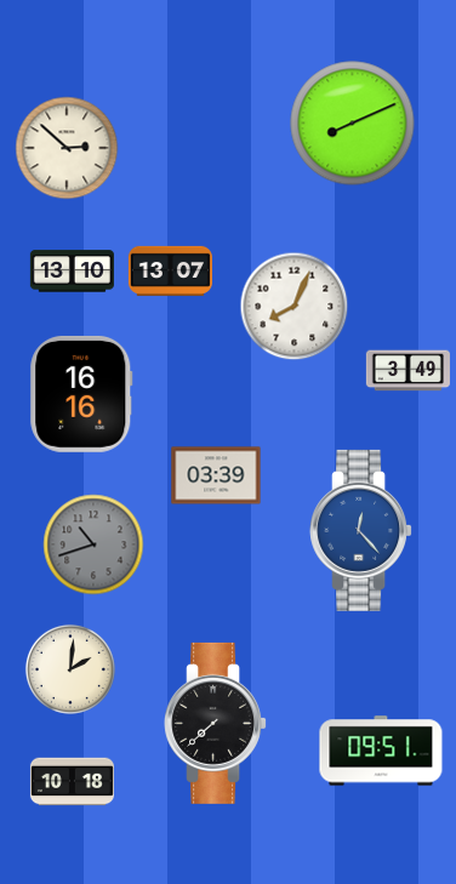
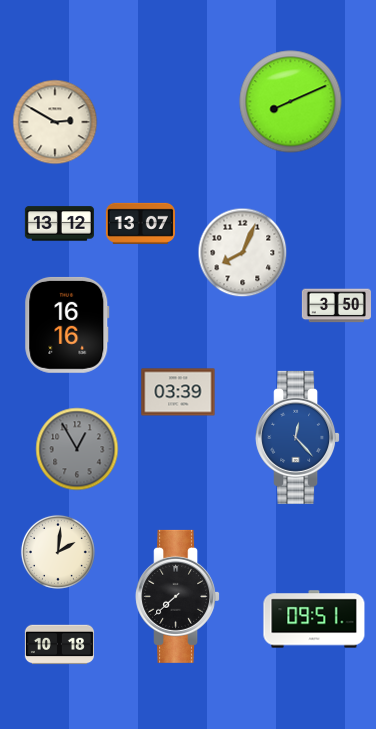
clock at (67, 148): 2:52 -> 2:50
clock at (72, 272): 13:10 -> 13:12
clock at (407, 371): 3:49 -> 3:50
clock at (93, 544): 10:42 -> 12:55
